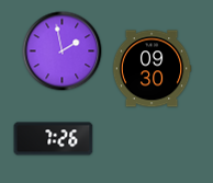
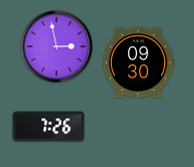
clock at (63, 52): 1:58 -> 2:58
